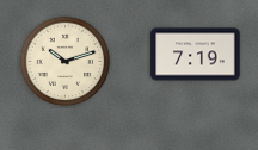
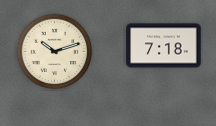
clock at (196, 55): 7:19 -> 7:18
